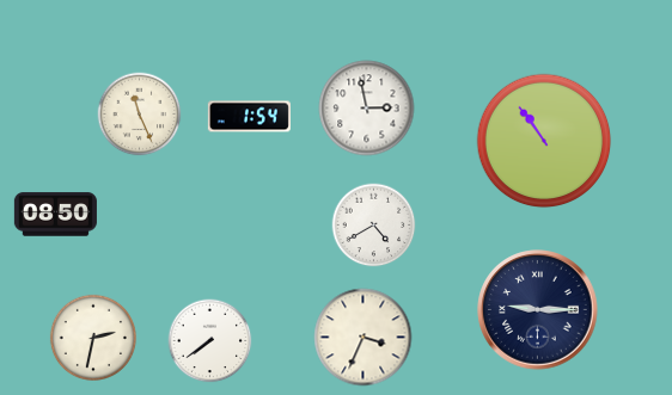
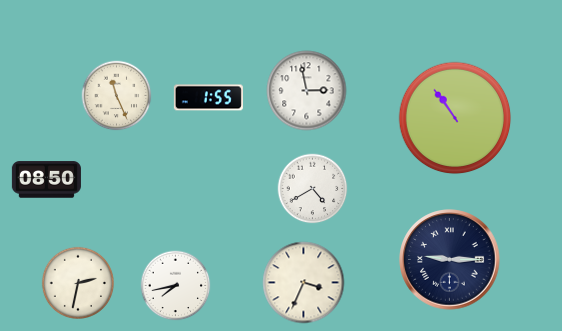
clock at (249, 117): 1:54 -> 1:55
clock at (210, 341): 7:39 -> 7:43
